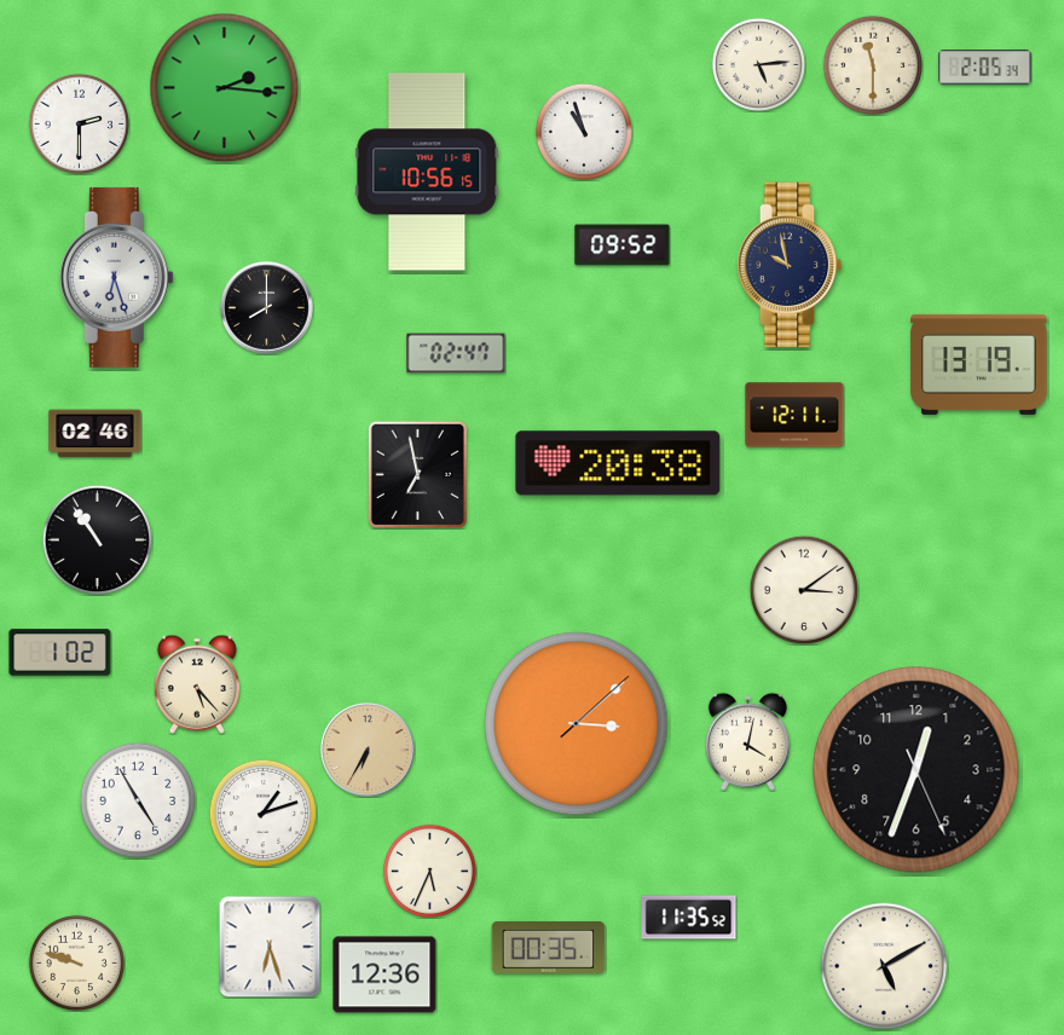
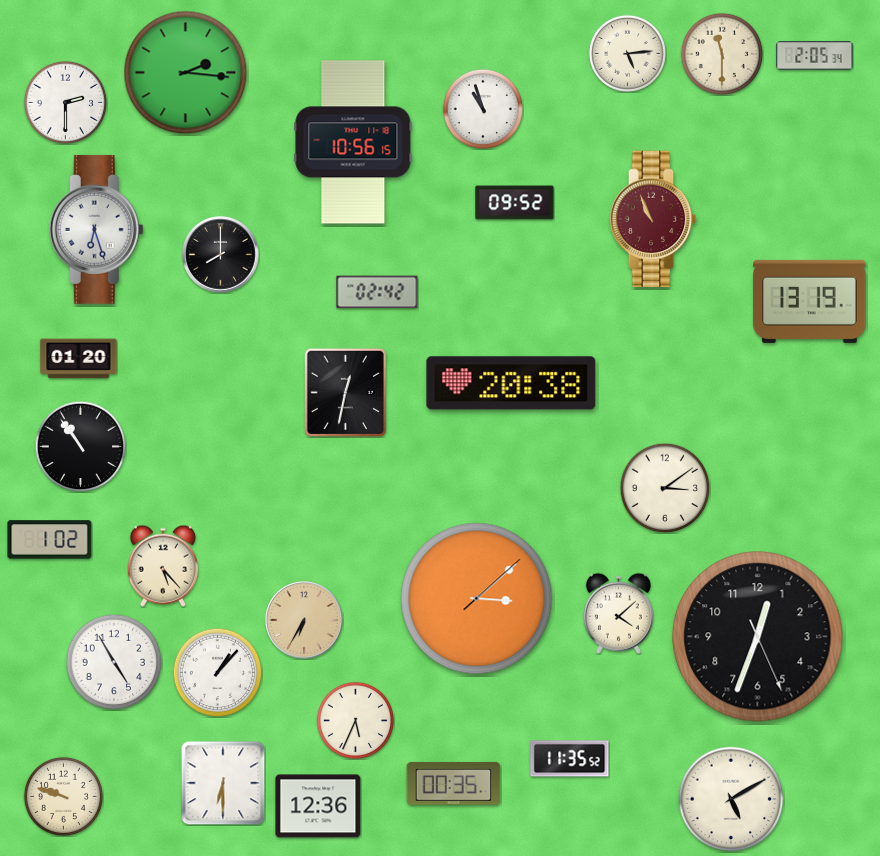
clock at (790, 265): 9:58 -> 10:56
clock at (790, 265) dial: navy -> burgundy
clock at (456, 353): 02:47 -> 02:42
clock at (794, 415): 12:11 -> none
clock at (96, 434): 02:46 -> 01:20
clock at (417, 474): 6:58 -> 12:32
clock at (747, 741): 4:02 -> 4:08
clock at (262, 813): 1:12 -> 1:07
clock at (270, 947): 6:27 -> 6:30
